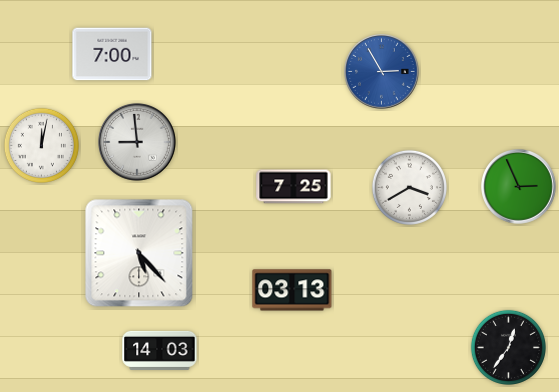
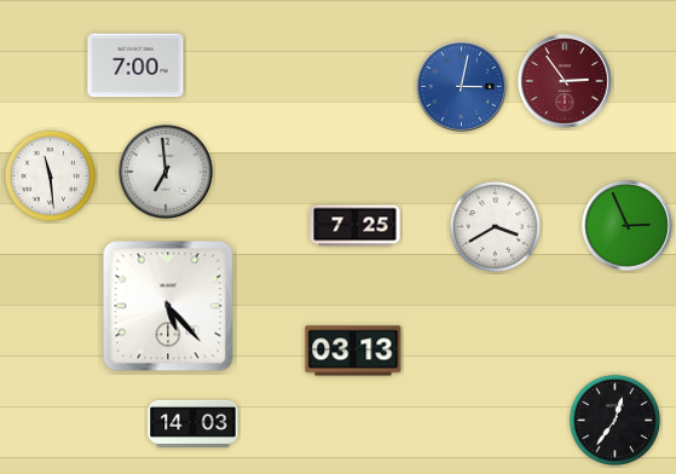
clock at (566, 82): none -> 2:54
clock at (382, 72): 2:55 -> 3:02
clock at (138, 143): 8:59 -> 6:59
clock at (41, 145): 12:02 -> 11:29
